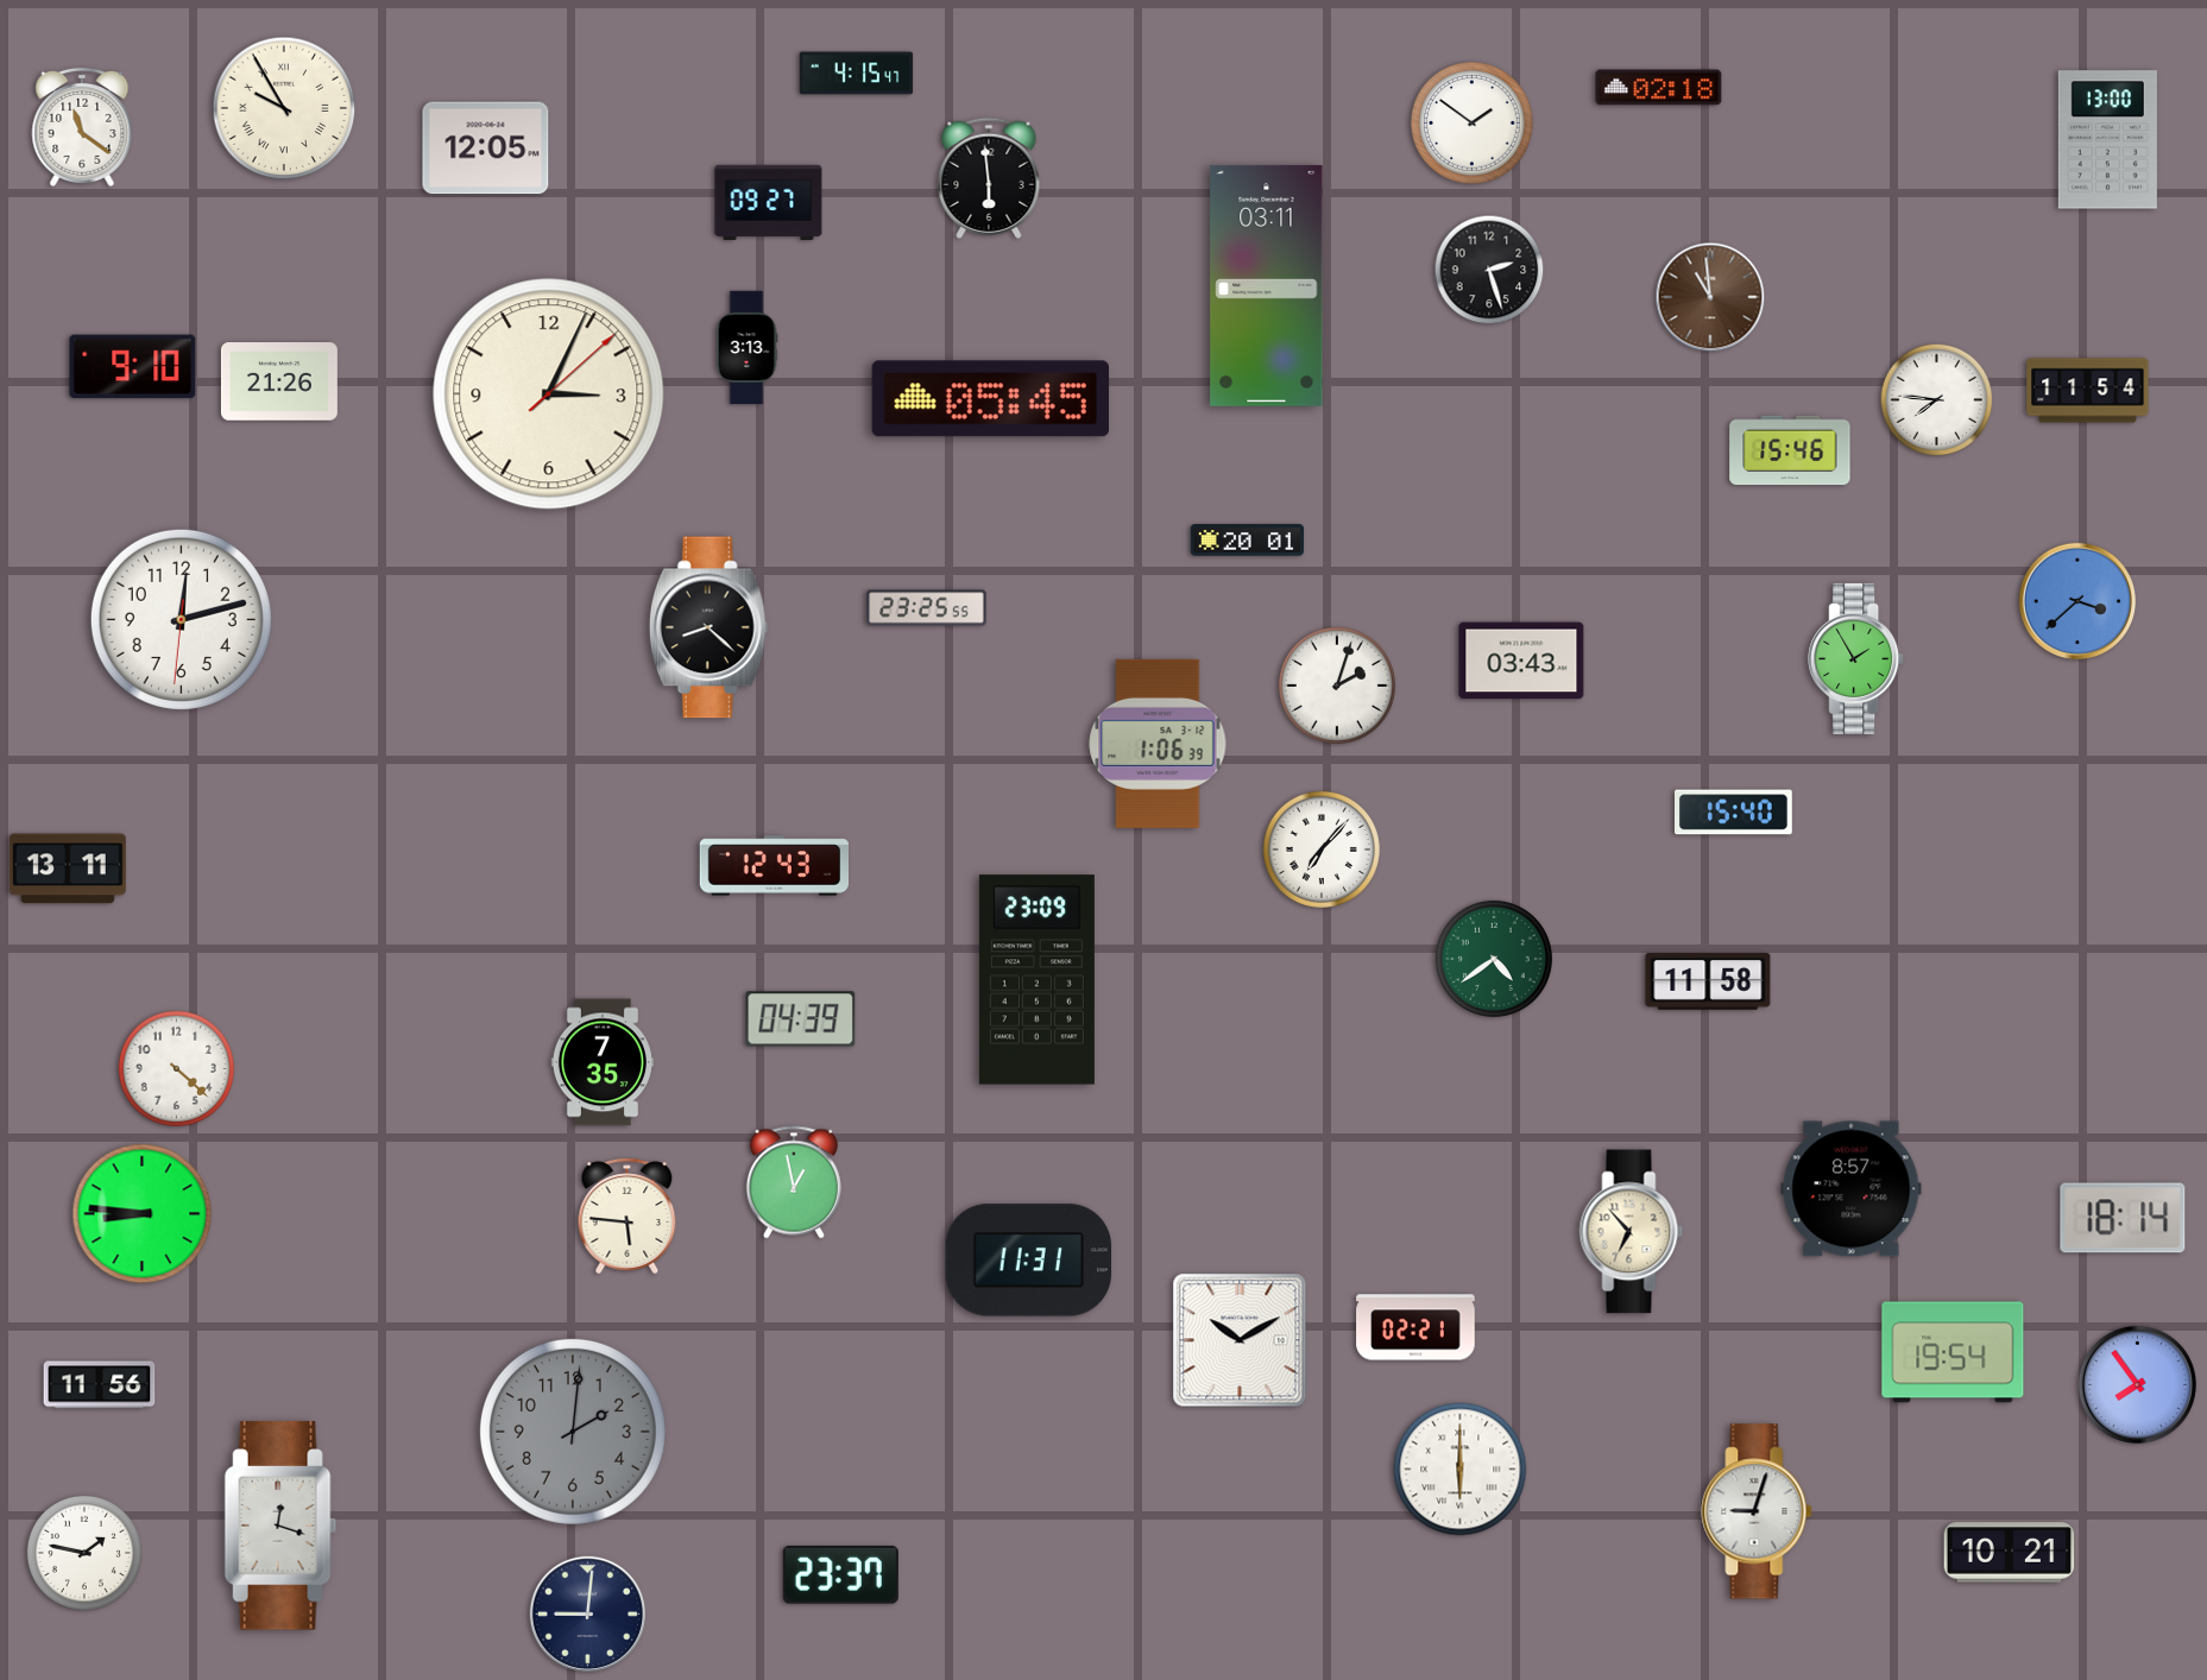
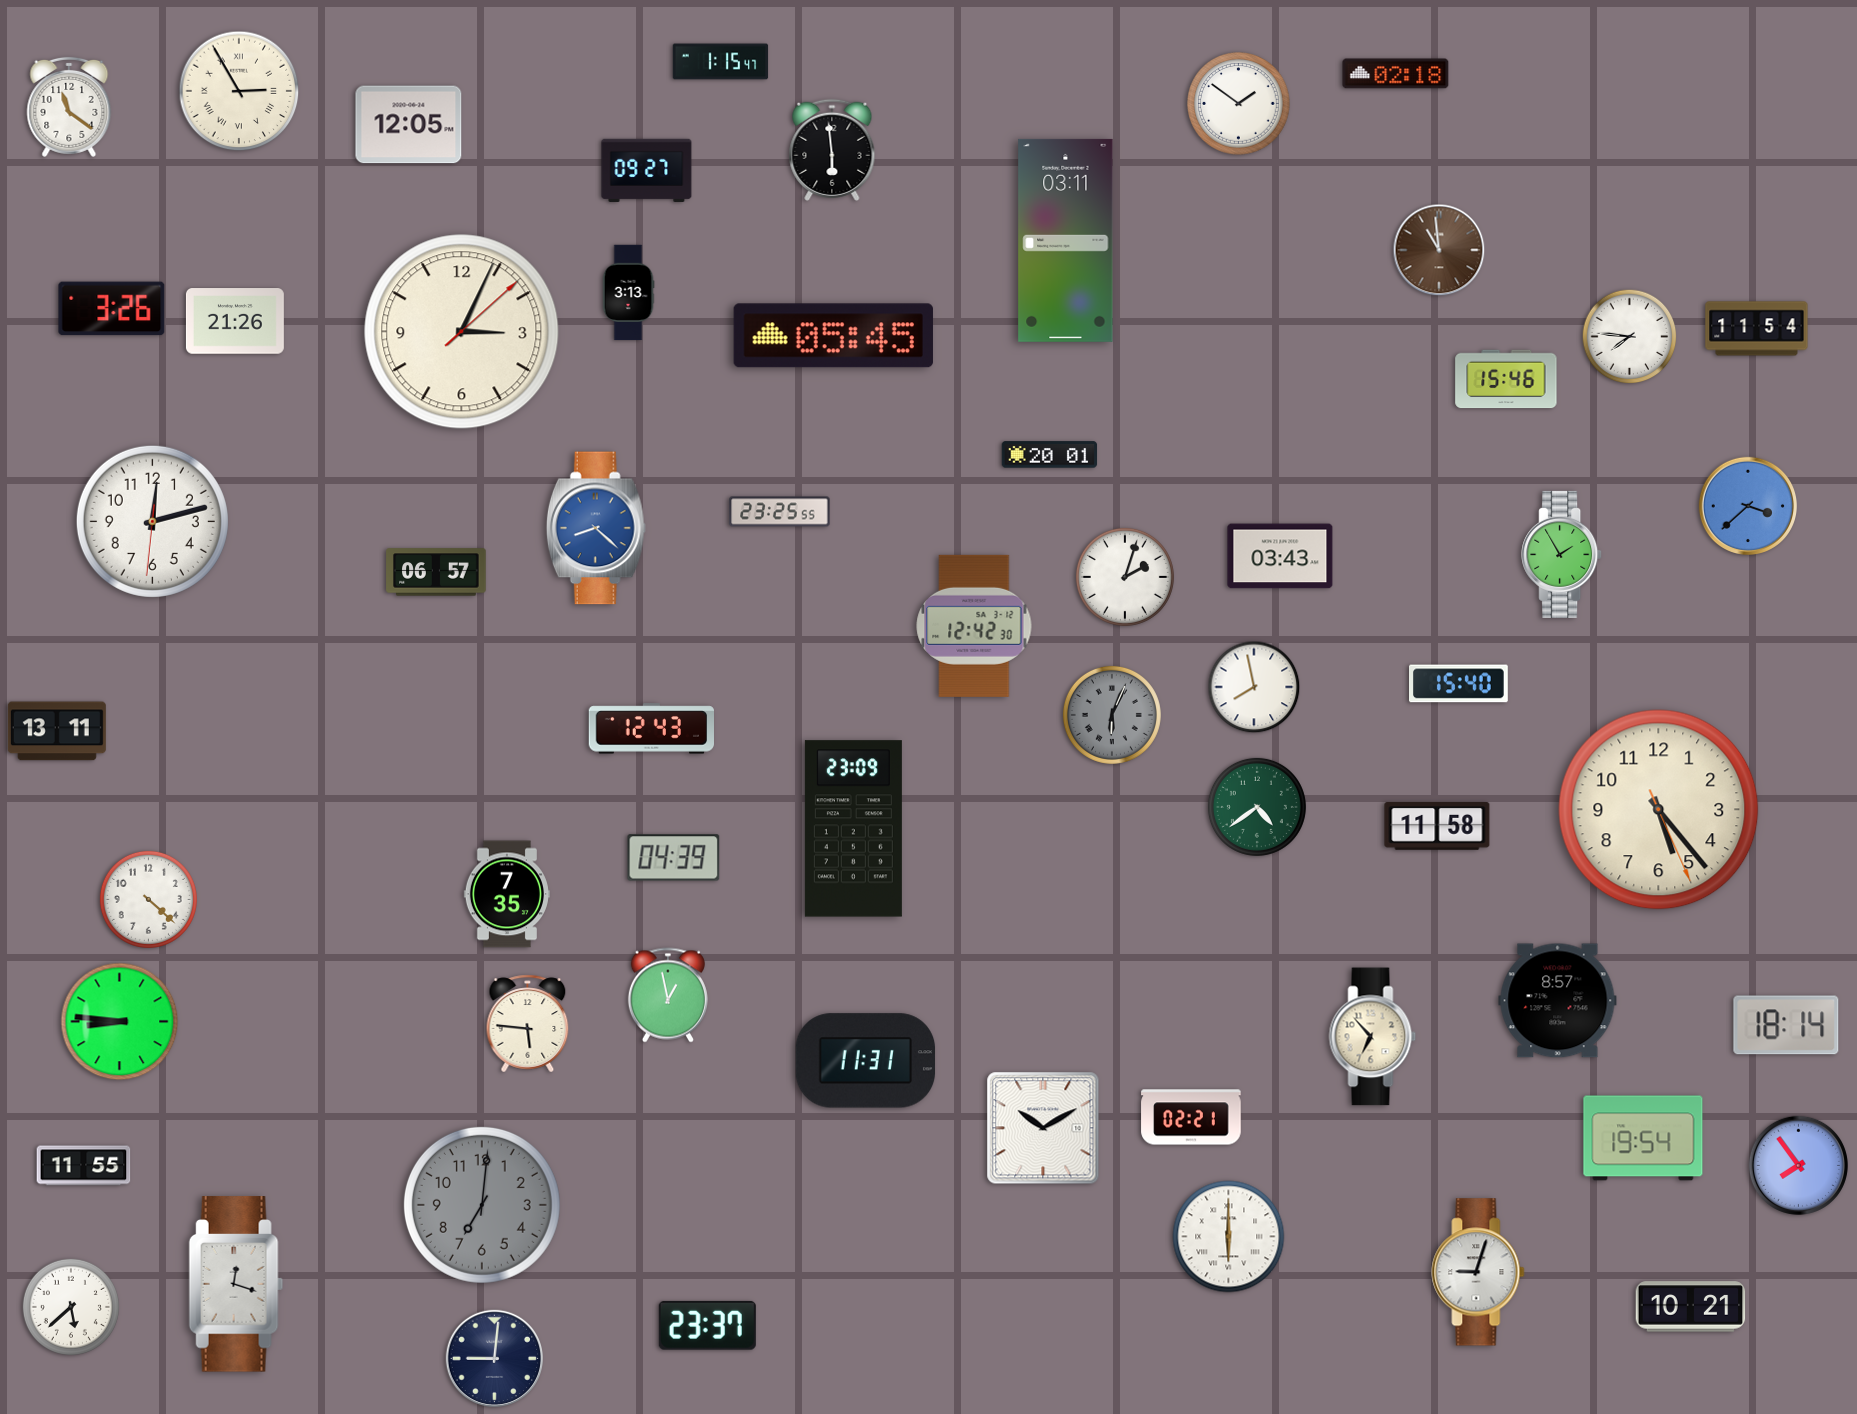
clock at (857, 74): 4:15 -> 1:15
clock at (284, 108): 9:55 -> 2:55
clock at (2107, 140): 13:00 -> none
clock at (1489, 270): 2:27 -> none
clock at (133, 367): 9:10 -> 3:26
clock at (708, 627) dial: black -> blue
clock at (436, 572): none -> 06:57
clock at (1158, 744): 1:06 -> 12:42
clock at (1254, 687): none -> 7:58
clock at (1322, 850): 7:07 -> 6:04
clock at (1322, 850) dial: white -> grey
clock at (1659, 810): none -> 5:23
clock at (1036, 980) position: (1036, 980) -> (853, 829)
clock at (100, 1385): 11:56 -> 11:55
clock at (573, 1432): 2:01 -> 7:01
clock at (84, 1553): 1:47 -> 5:38
